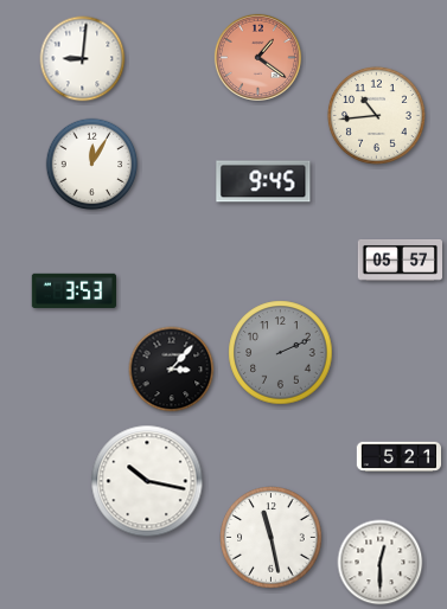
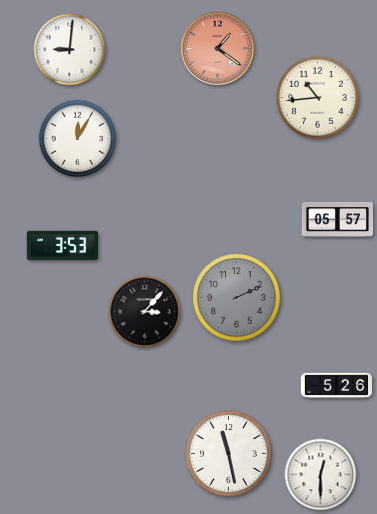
clock at (263, 181): 9:45 -> none
clock at (398, 456): 5:21 -> 5:26
clock at (147, 481): 10:17 -> none
